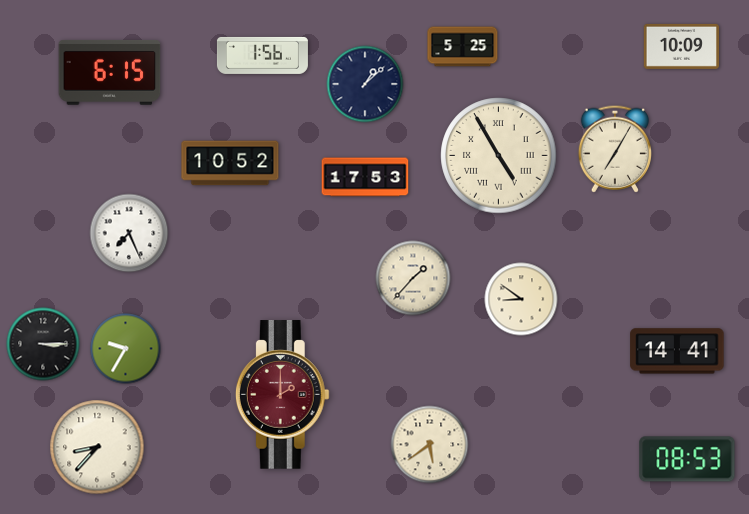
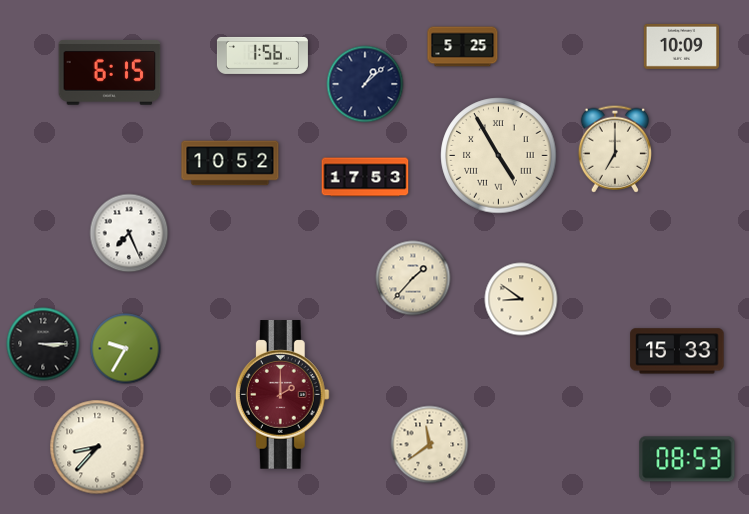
clock at (615, 149): 7:05 -> 7:00
clock at (677, 351): 14:41 -> 15:33
clock at (430, 445): 5:39 -> 11:39
